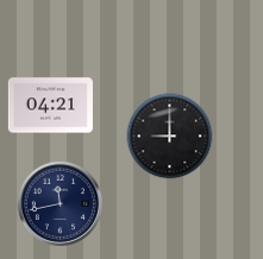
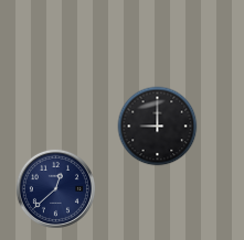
clock at (50, 106): 04:21 -> none
clock at (60, 203): 11:43 -> 12:38
